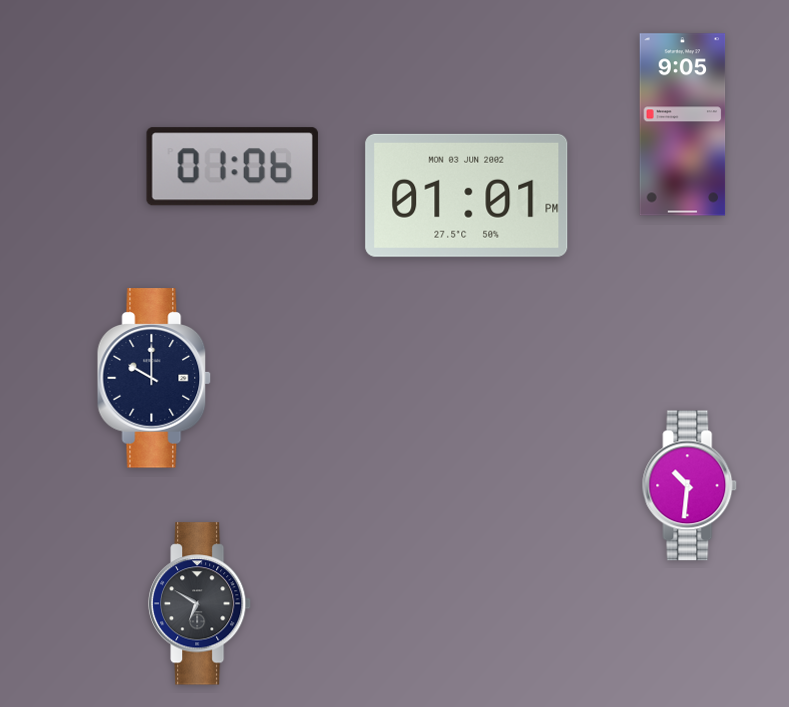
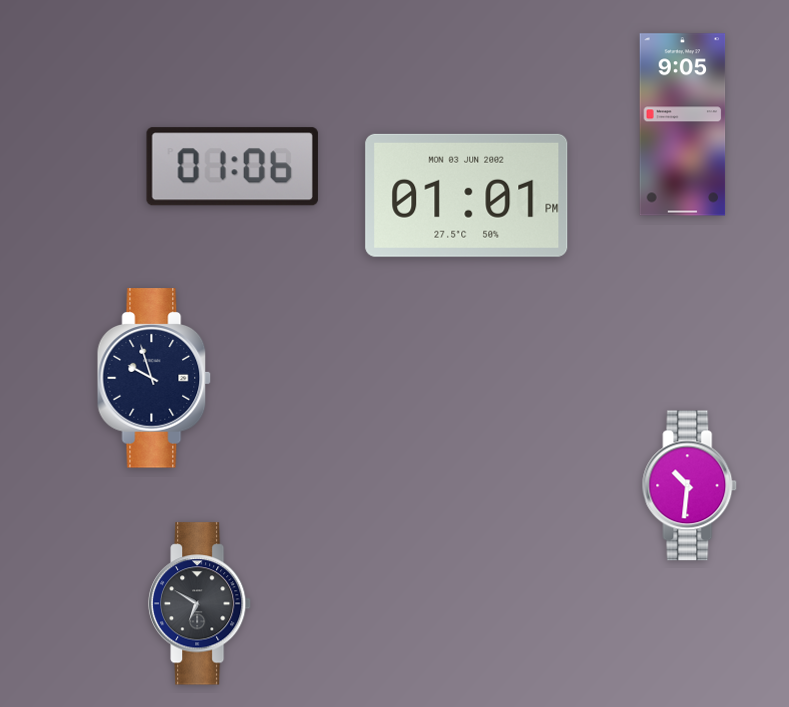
clock at (154, 378): 10:00 -> 9:57
